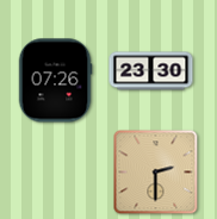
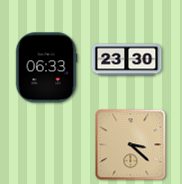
clock at (55, 81): 07:26 -> 06:33
clock at (156, 173): 2:30 -> 3:22
